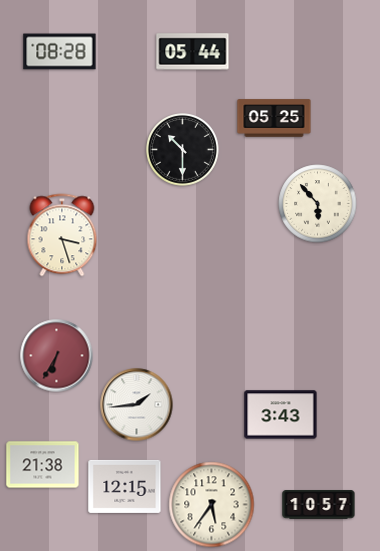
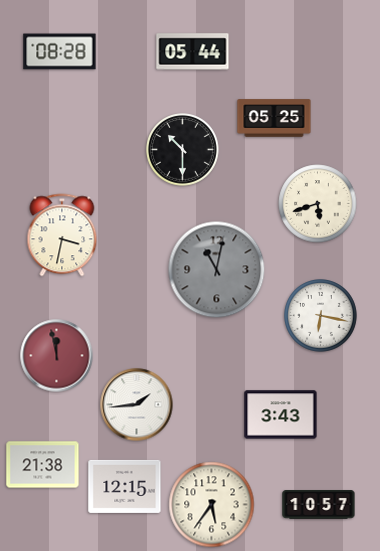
clock at (318, 204): 5:53 -> 5:42
clock at (62, 235): 3:27 -> 3:32
clock at (217, 270): none -> 11:02
clock at (321, 316): none -> 6:17
clock at (57, 356): 6:35 -> 11:58
